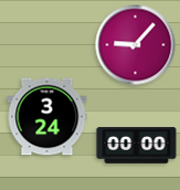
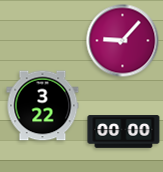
clock at (47, 117): 3:24 -> 3:22
